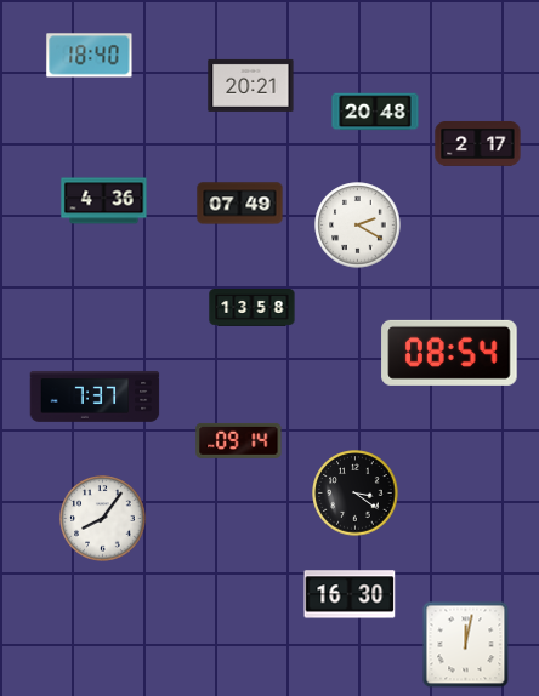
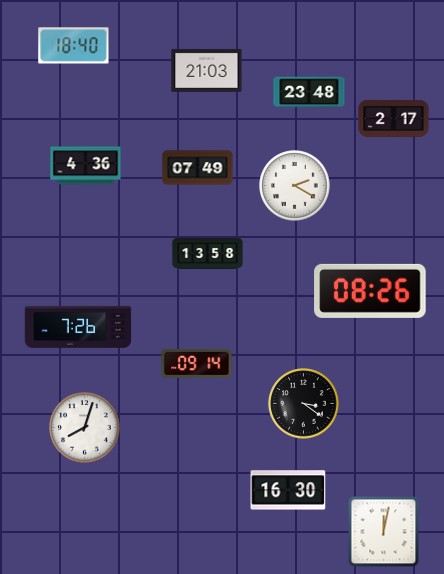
clock at (251, 85): 20:21 -> 21:03
clock at (375, 112): 20:48 -> 23:48
clock at (449, 353): 08:54 -> 08:26
clock at (95, 397): 7:37 -> 7:26
clock at (356, 494) position: (356, 494) -> (304, 404)
clock at (103, 519): 8:06 -> 8:03
